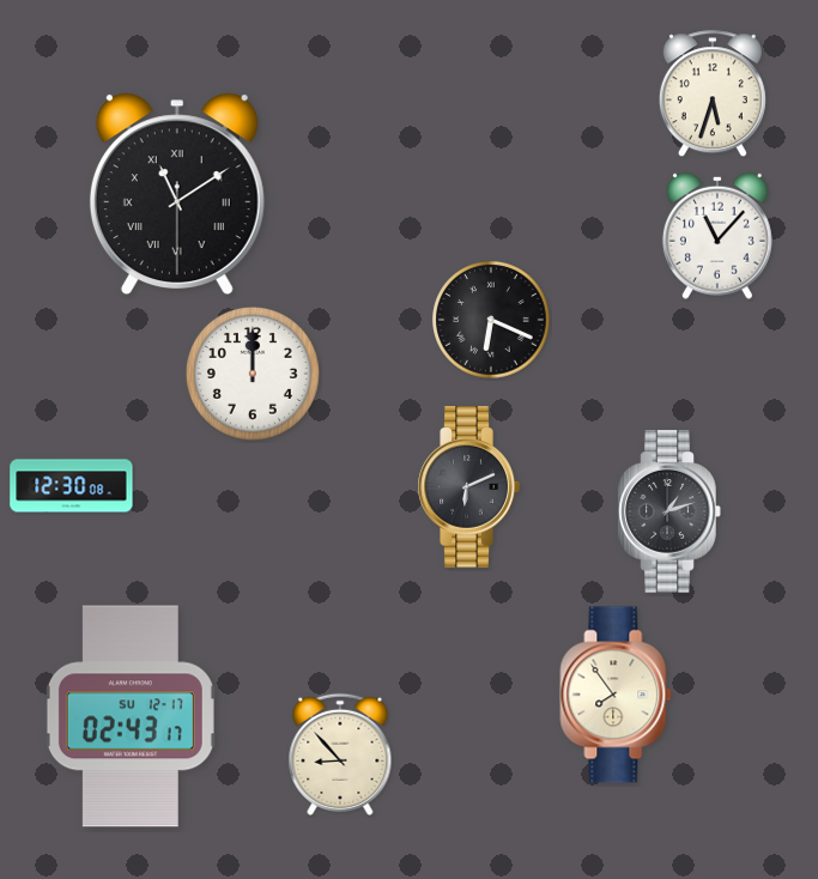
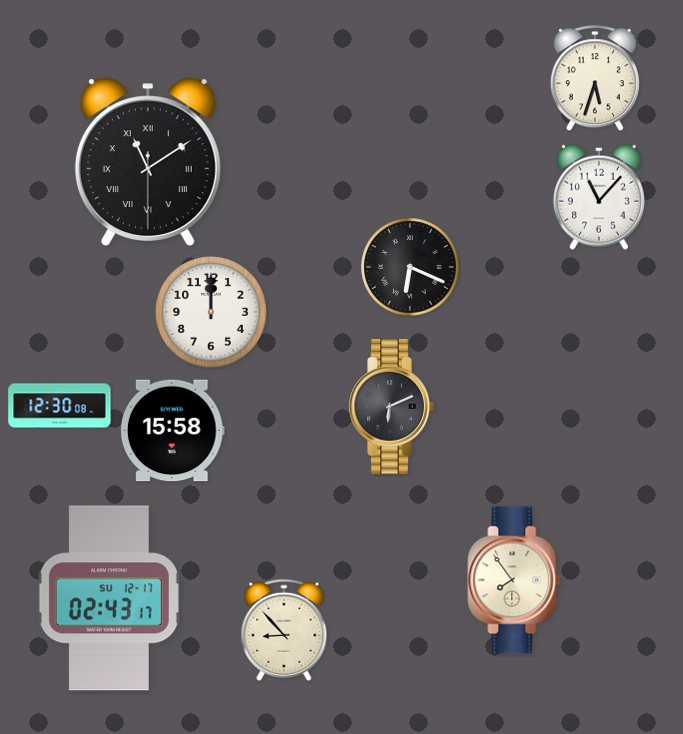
clock at (669, 511): 1:12 -> none
clock at (172, 431): none -> 15:58
